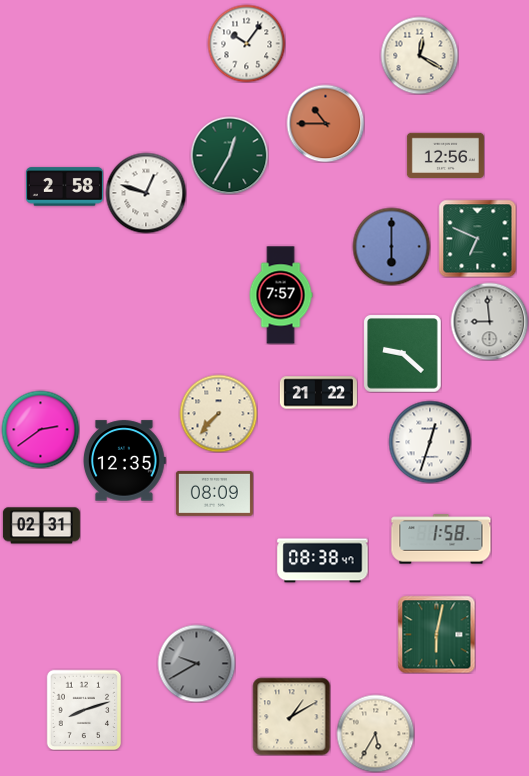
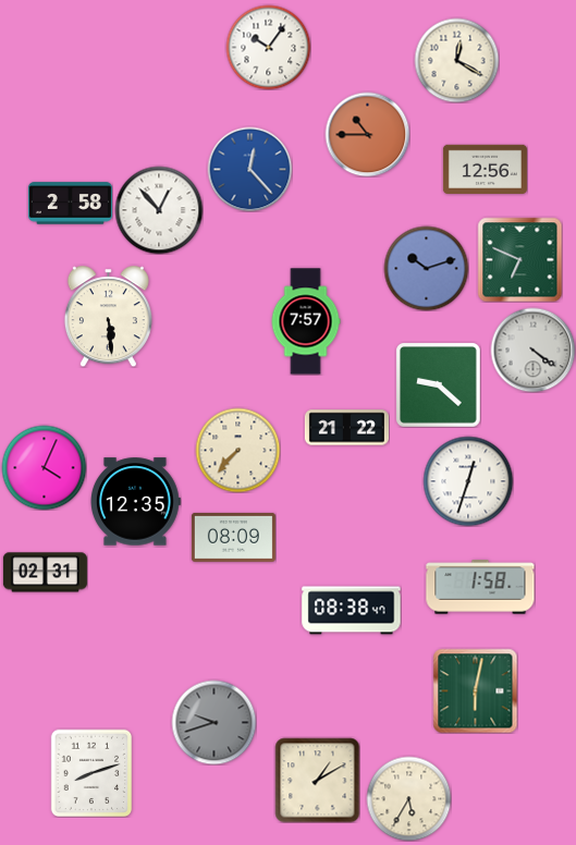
clock at (325, 123) position: (325, 123) -> (367, 134)
clock at (229, 155): 12:35 -> 12:23
clock at (229, 155) dial: green -> blue
clock at (146, 193): 12:48 -> 12:53
clock at (391, 246): 6:00 -> 10:12
clock at (108, 316): none -> 5:29
clock at (489, 321): 8:59 -> 4:21
clock at (40, 429): 2:39 -> 4:04
clock at (196, 663): 9:40 -> 9:42
